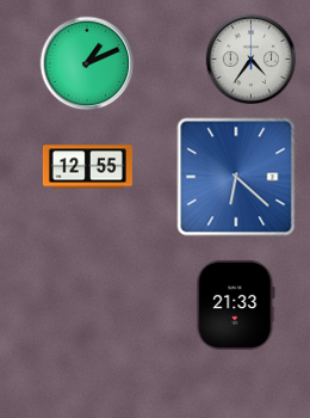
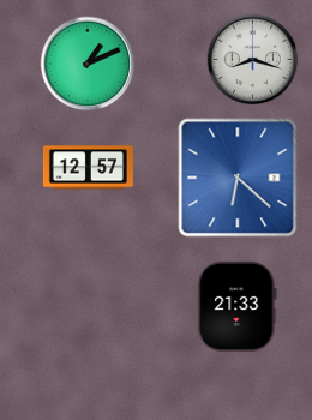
clock at (252, 60): 4:36 -> 8:18
clock at (87, 167): 12:55 -> 12:57
